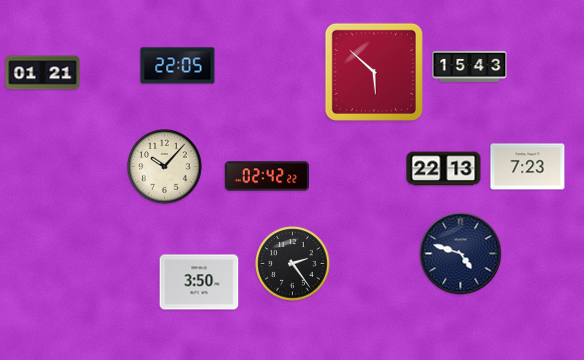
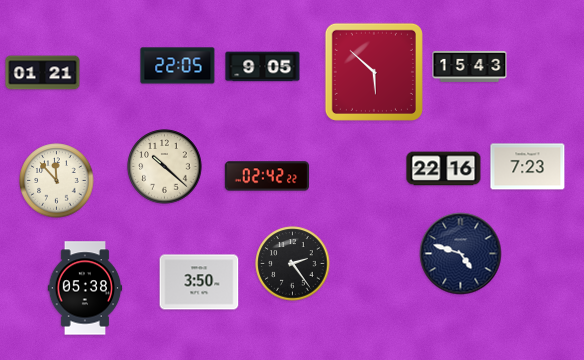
clock at (263, 67): none -> 9:05
clock at (165, 167): 10:07 -> 10:22
clock at (444, 169): 22:13 -> 22:16
clock at (57, 181): none -> 11:53
clock at (85, 288): none -> 05:38
